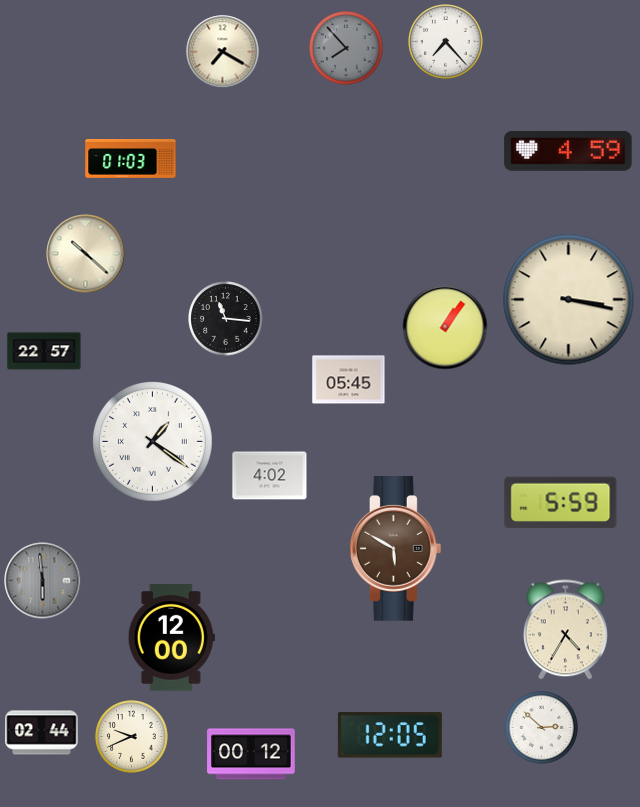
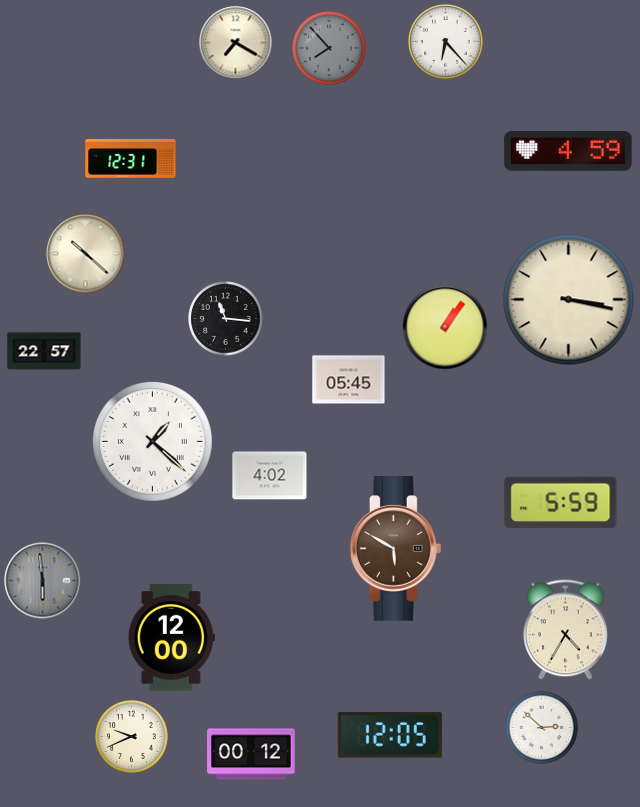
clock at (446, 42): 7:23 -> 6:23
clock at (347, 49) position: (347, 49) -> (330, 49)
clock at (223, 52) position: (223, 52) -> (236, 43)
clock at (131, 159): 01:03 -> 12:31
clock at (152, 441): 1:21 -> 1:22
clock at (42, 733): 02:44 -> none
